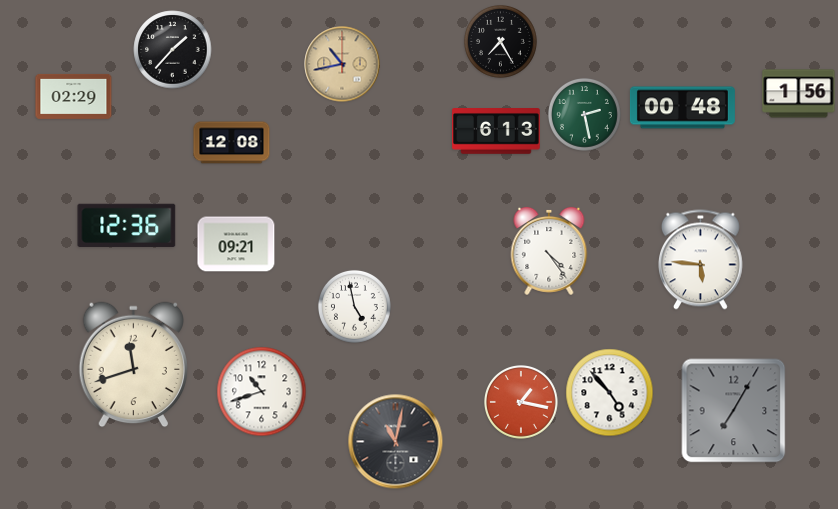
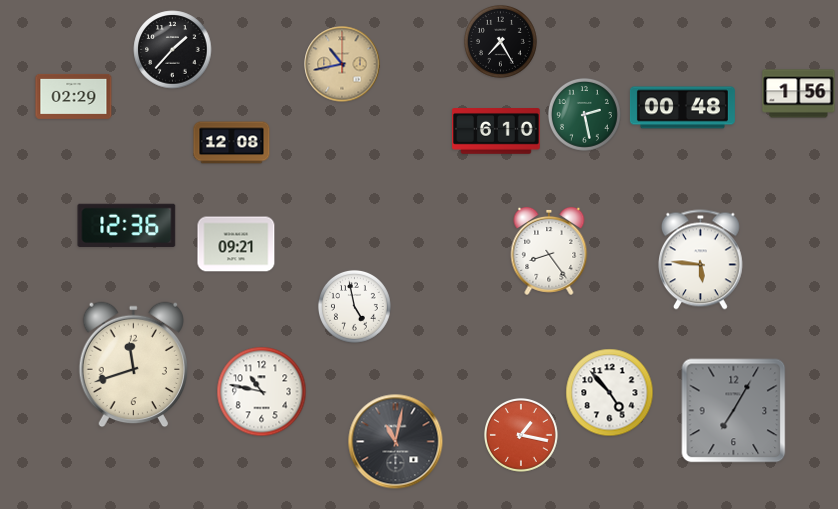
clock at (496, 132): 6:13 -> 6:10
clock at (549, 251): 4:24 -> 8:24
clock at (262, 392): 10:42 -> 10:47
clock at (522, 403) position: (522, 403) -> (522, 436)
